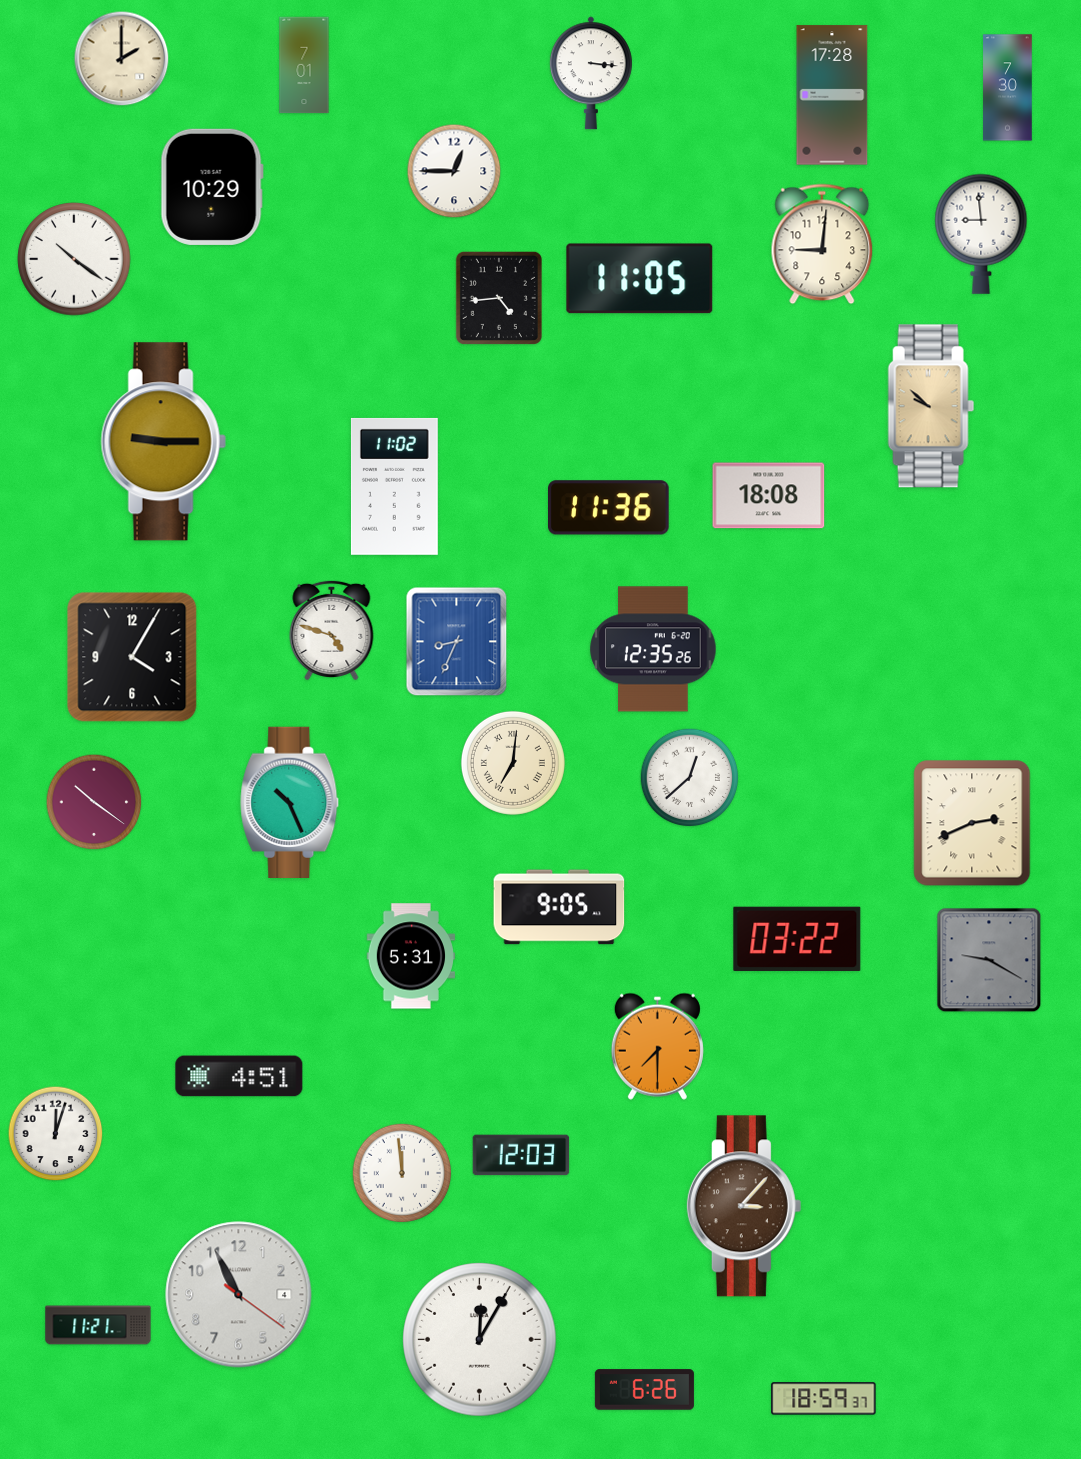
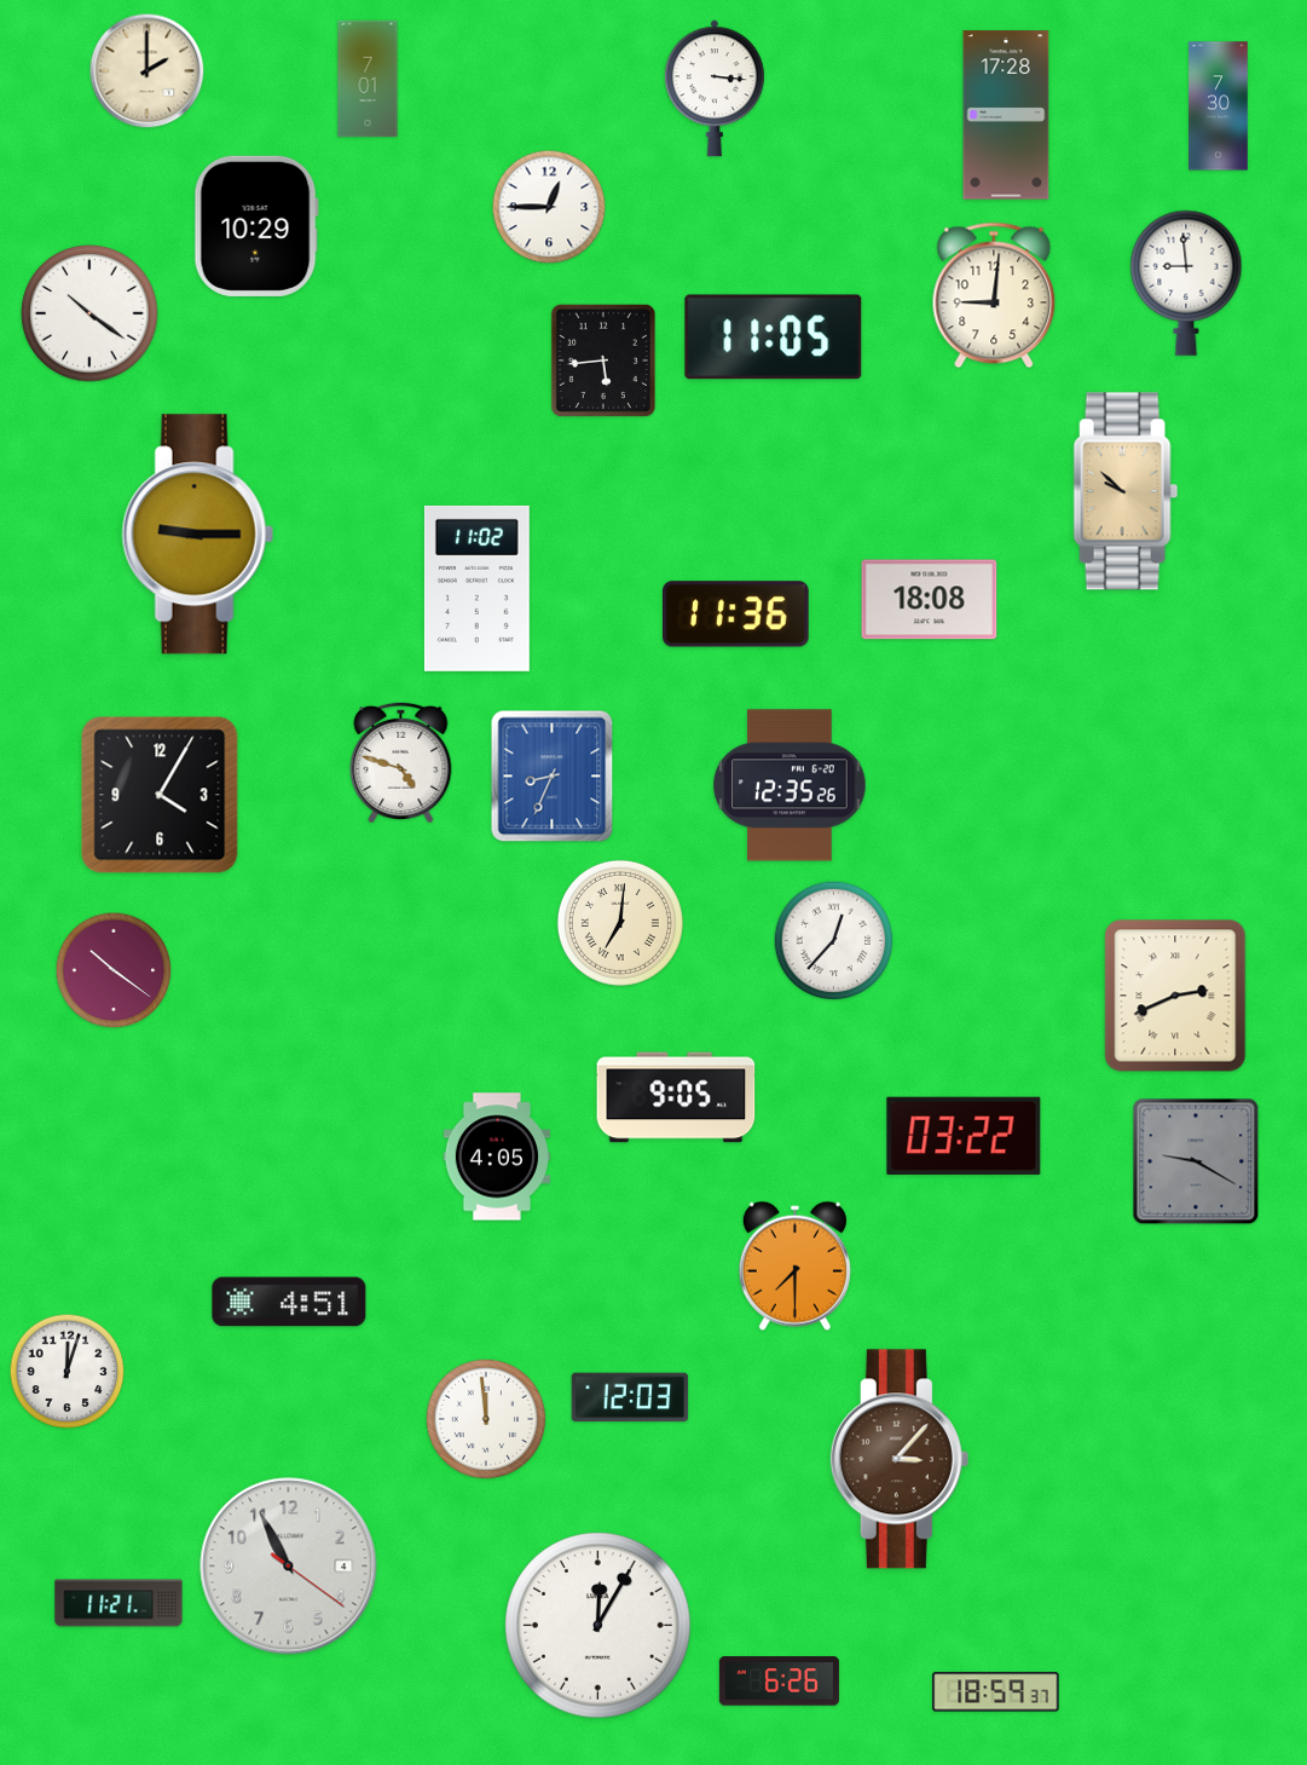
clock at (499, 298): 4:44 -> 5:44
clock at (690, 778): 12:38 -> 12:37
clock at (290, 802): 10:26 -> none
clock at (411, 956): 5:31 -> 4:05
clock at (480, 1340) position: (480, 1340) -> (598, 1626)
